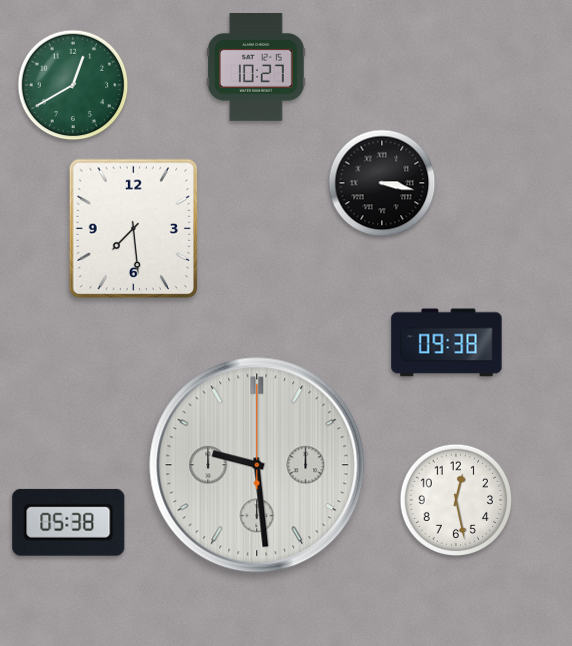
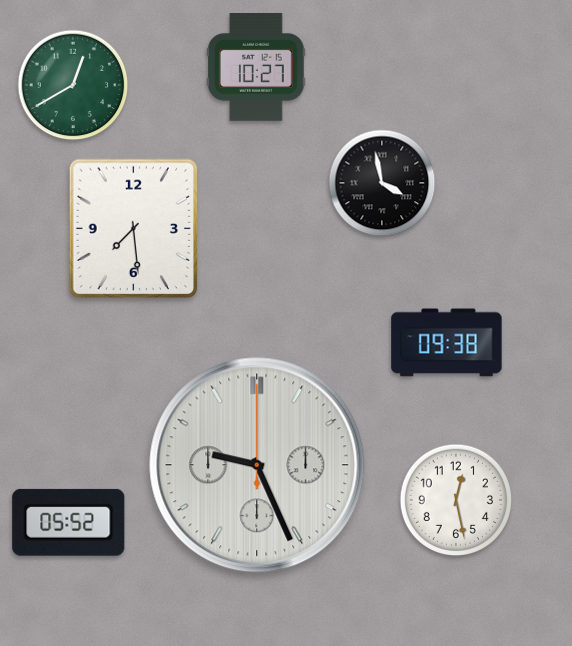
clock at (382, 183): 3:17 -> 3:58
clock at (257, 465): 9:29 -> 9:26
clock at (69, 522): 05:38 -> 05:52
